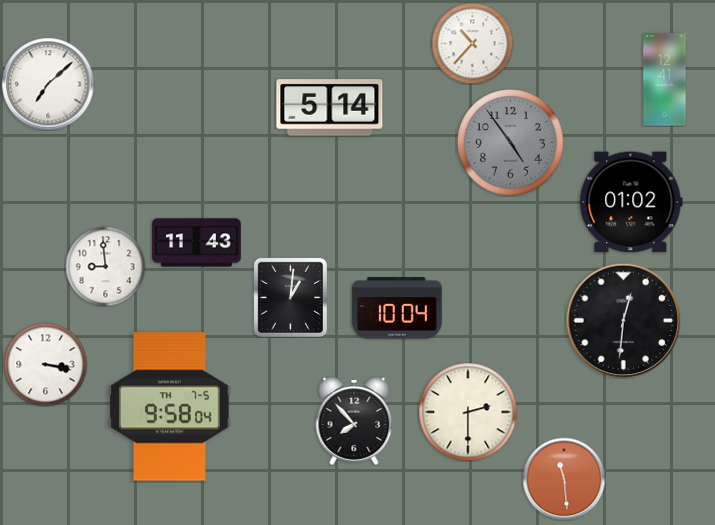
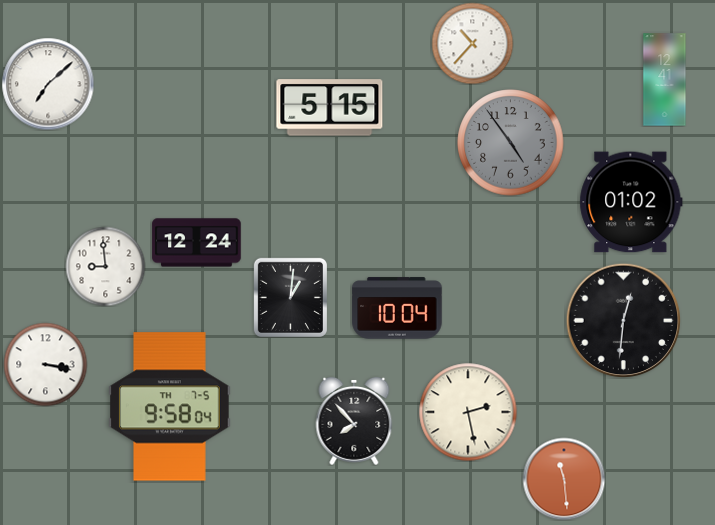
clock at (330, 108): 5:14 -> 5:15
clock at (197, 243): 11:43 -> 12:24
clock at (468, 412): 2:30 -> 2:28
